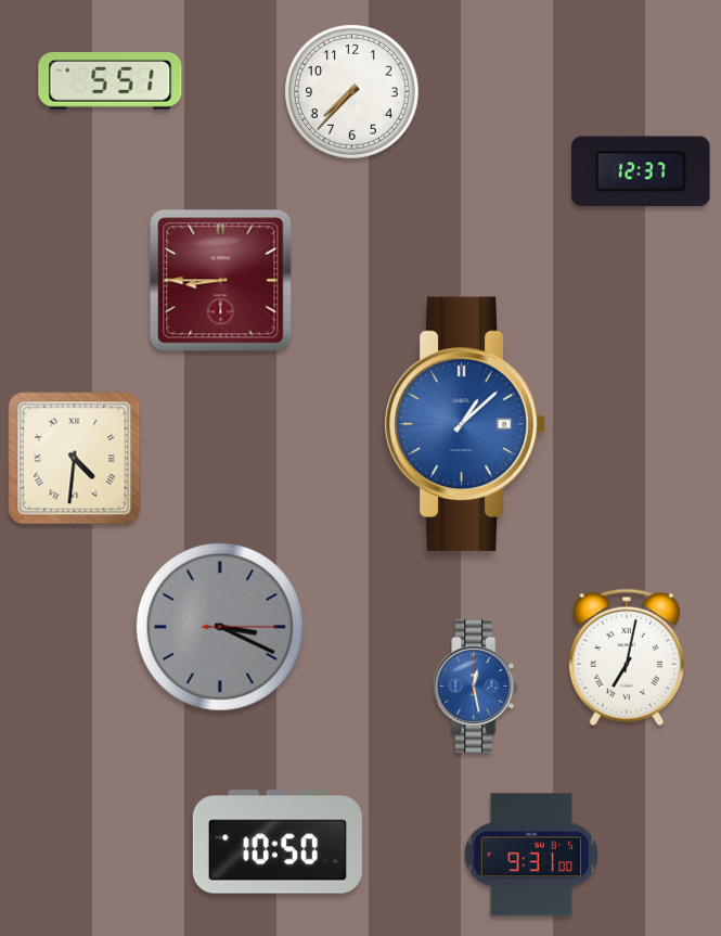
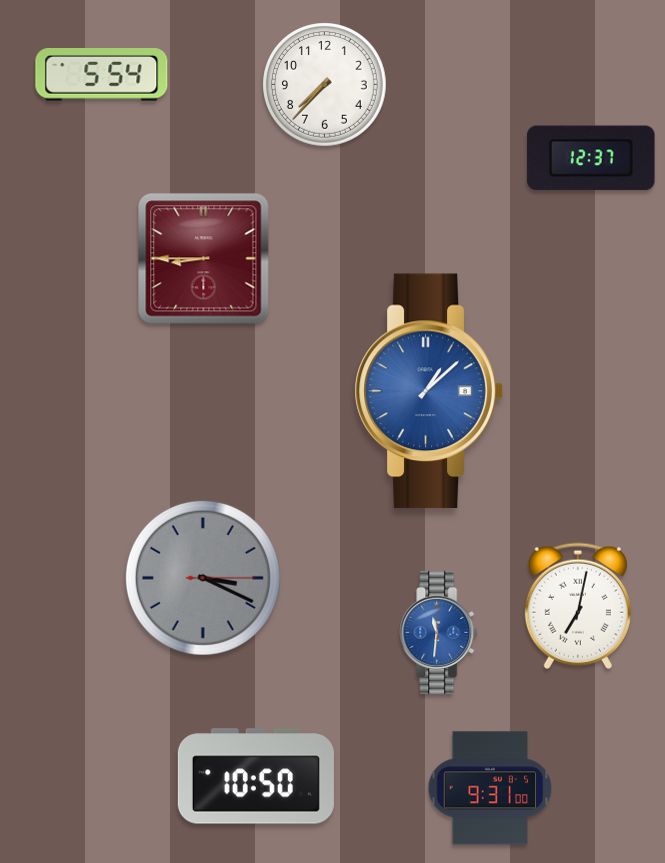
clock at (111, 81): 5:51 -> 5:54
clock at (75, 459): 4:31 -> none
clock at (476, 685): 12:28 -> 11:31
